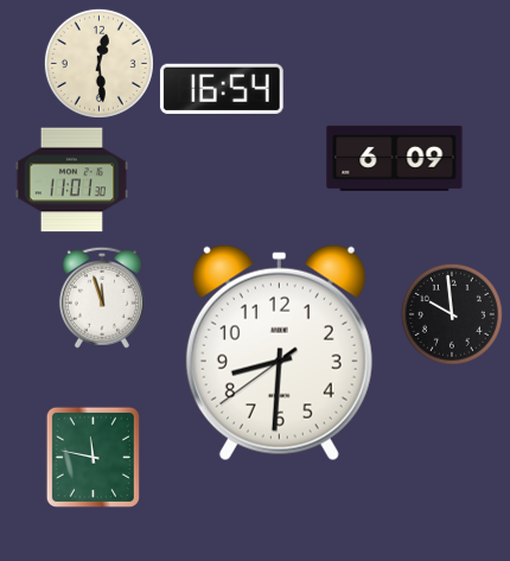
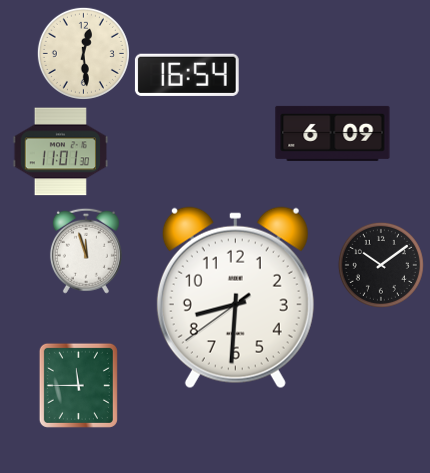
clock at (452, 314): 9:59 -> 10:09
clock at (93, 457): 11:47 -> 11:45
